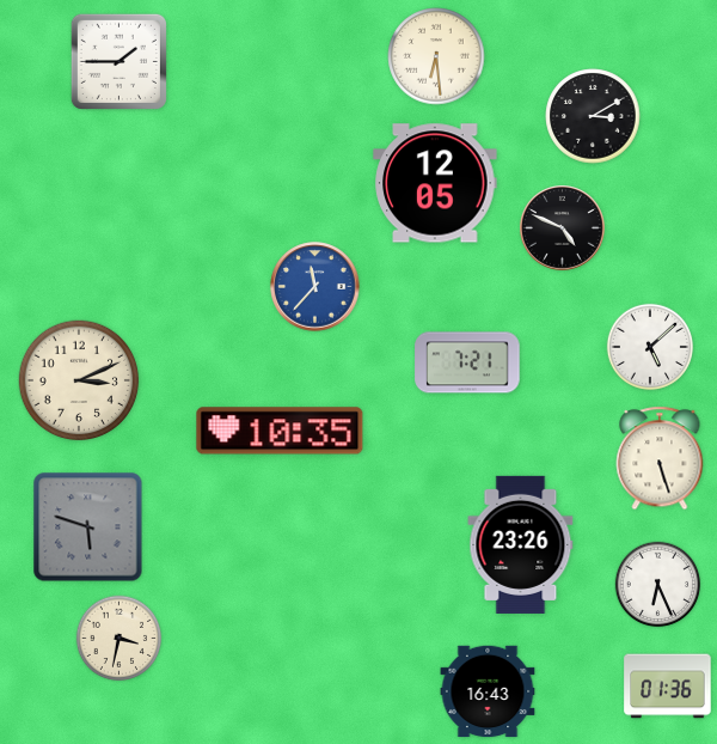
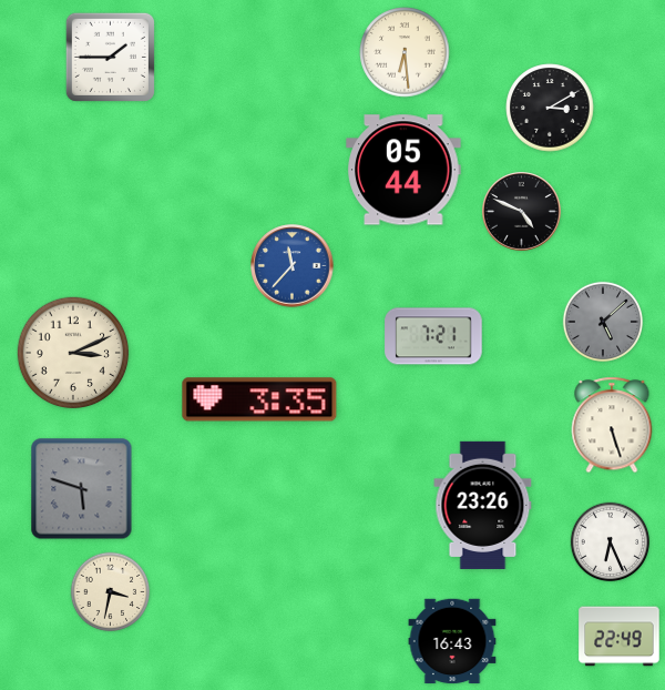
clock at (435, 183): 12:05 -> 05:44
clock at (650, 347) dial: white -> grey
clock at (280, 431): 10:35 -> 3:35
clock at (668, 687): 01:36 -> 22:49
